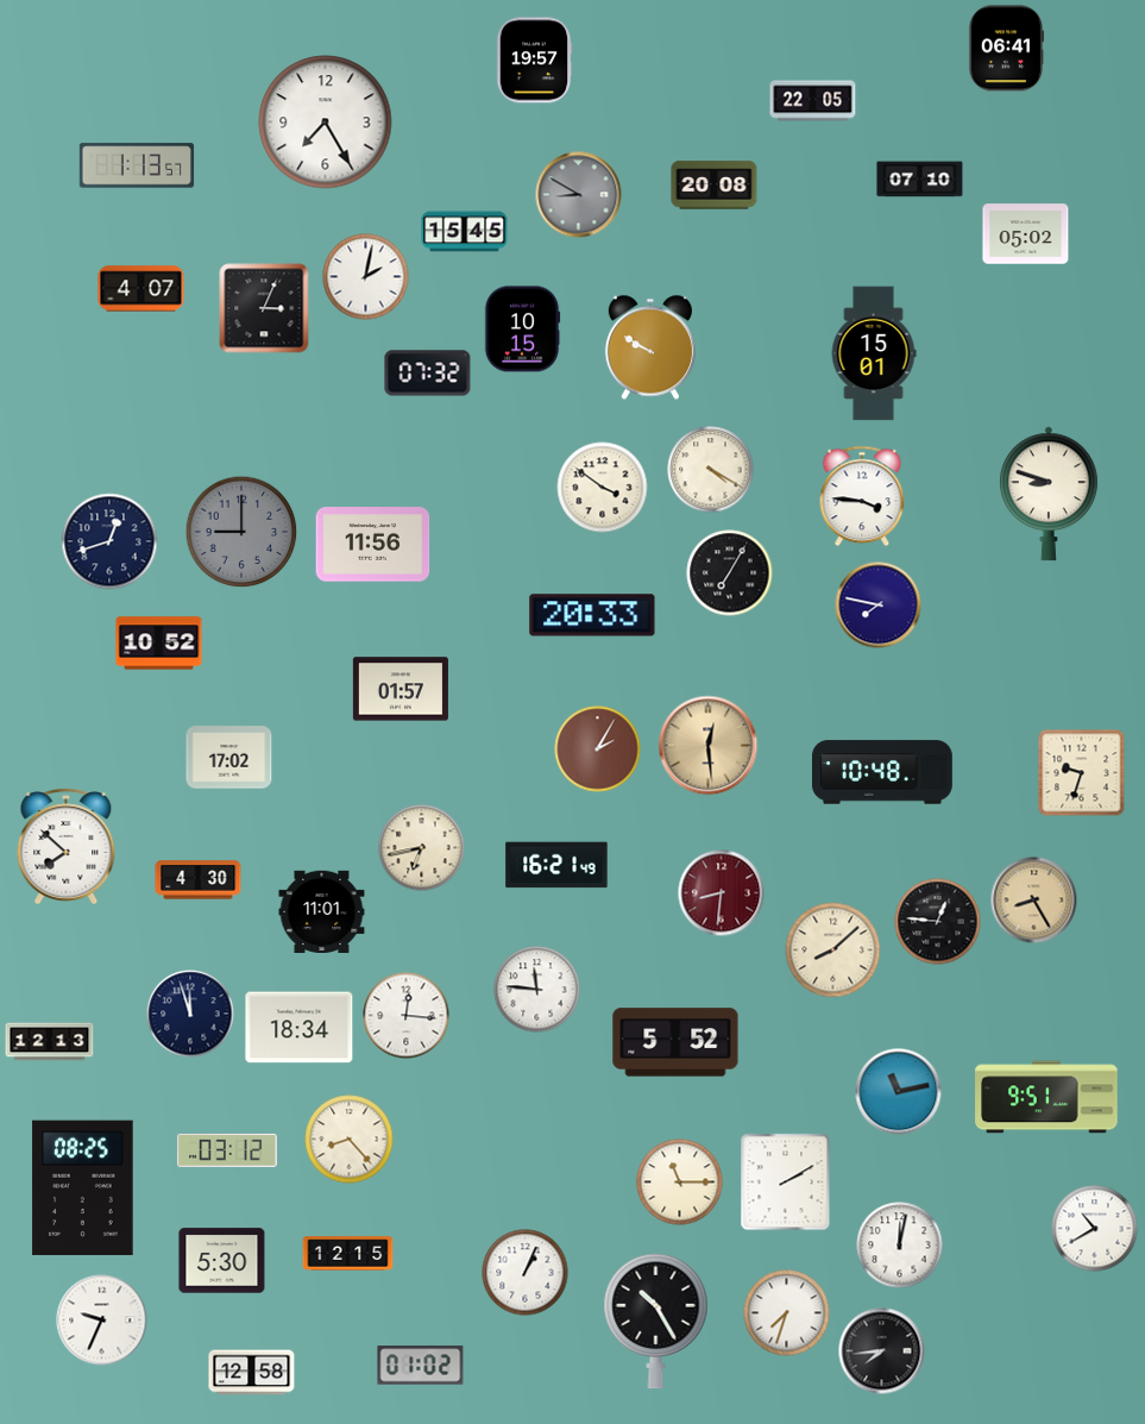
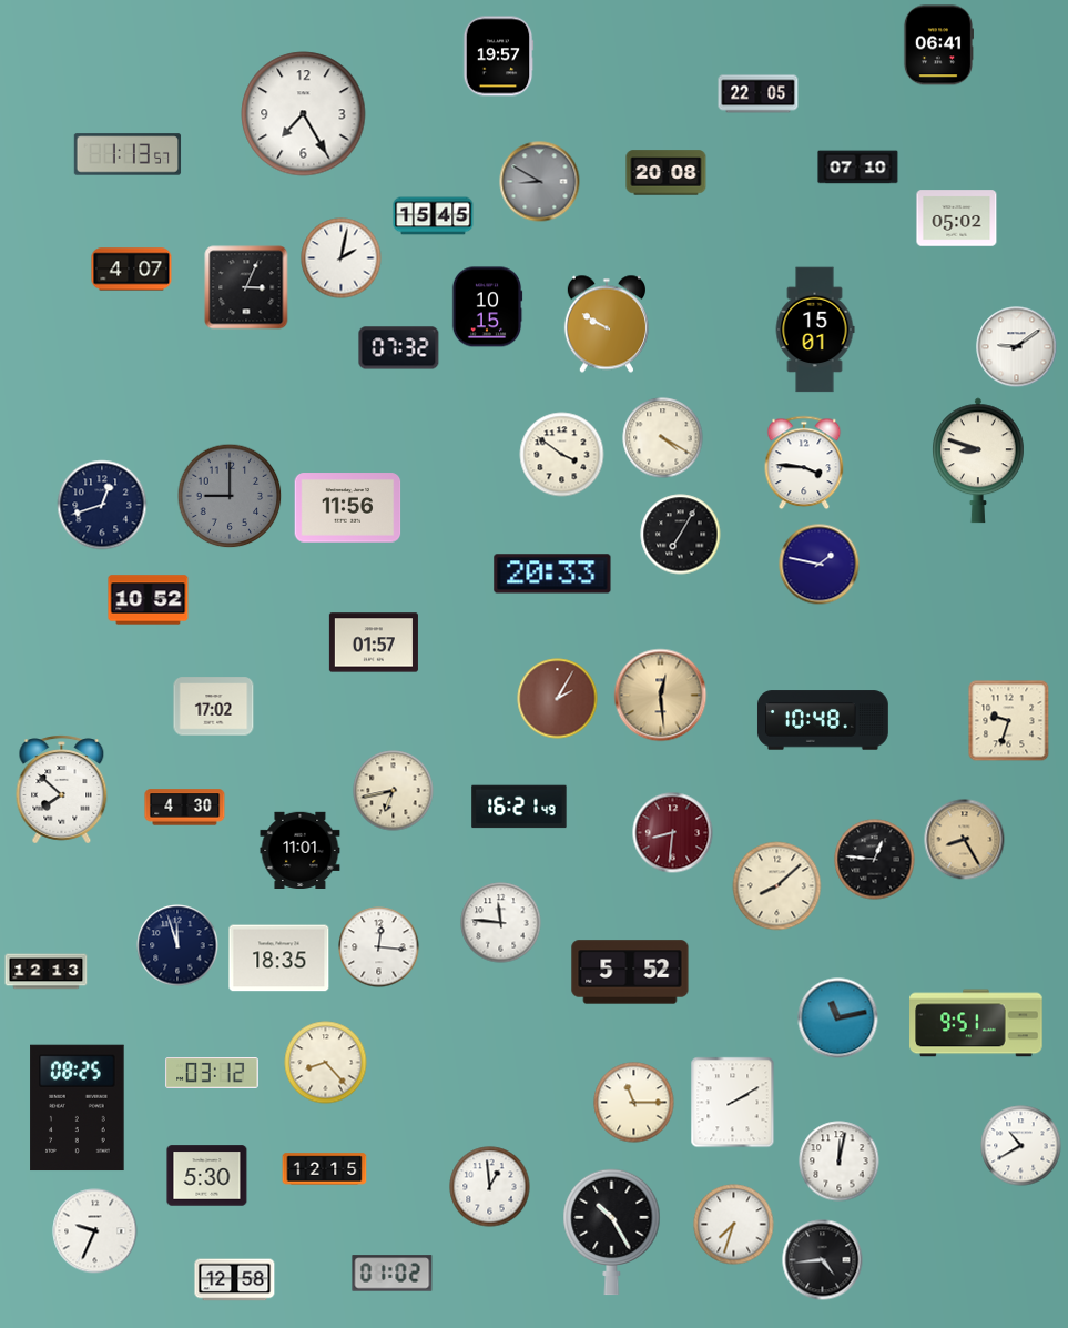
clock at (1017, 347): none -> 9:09
clock at (241, 532) position: (241, 532) -> (230, 496)
clock at (879, 606): 7:47 -> 1:47
clock at (199, 880) position: (199, 880) -> (185, 808)
clock at (300, 1028): 18:34 -> 18:35
clock at (526, 1273): 1:04 -> 12:59
clock at (882, 1351): 7:44 -> 4:44
